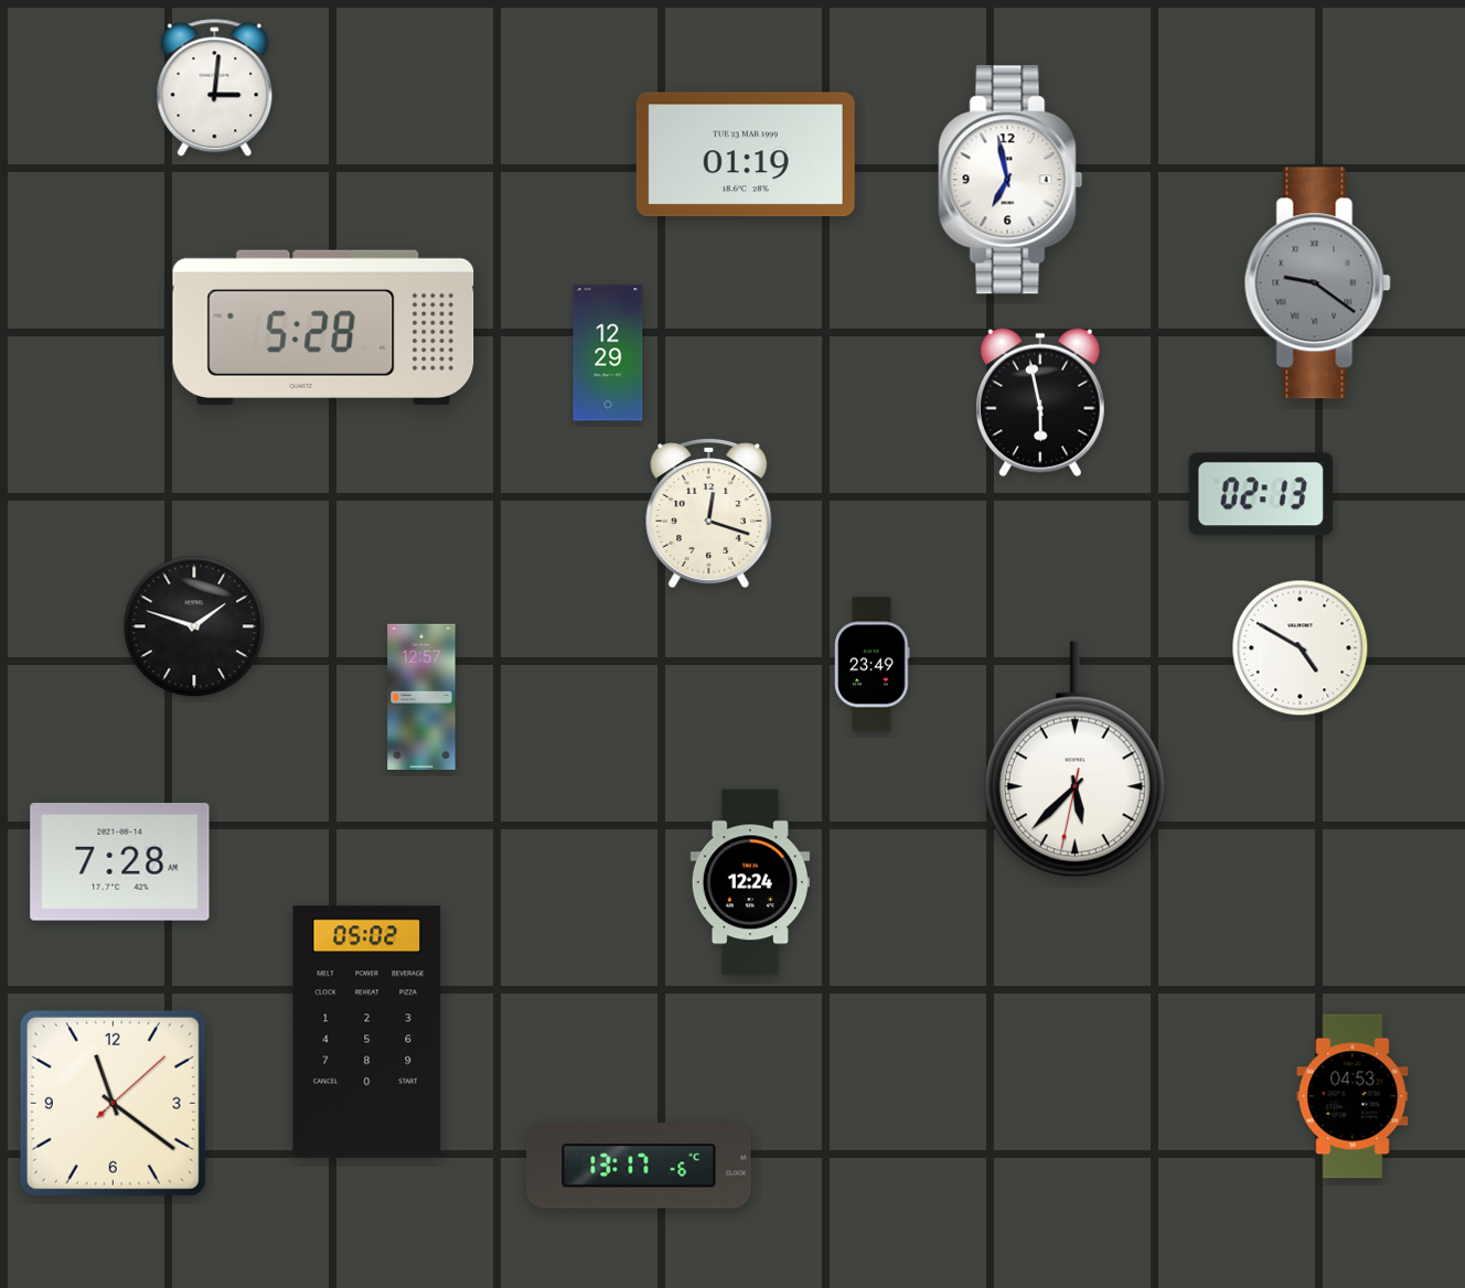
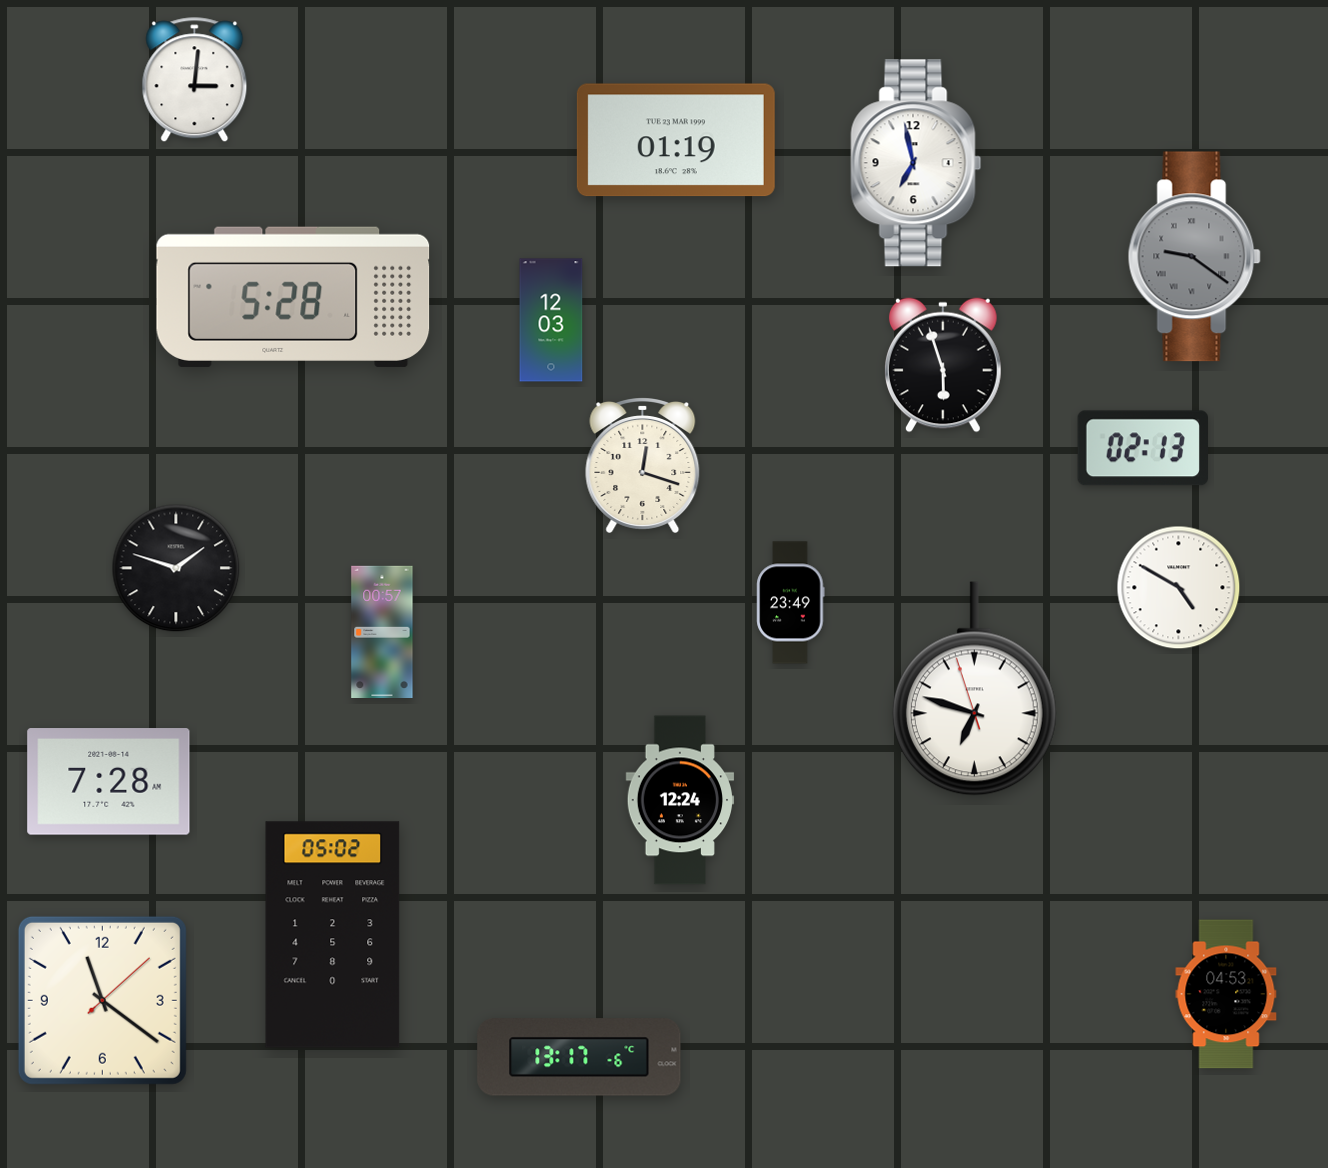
clock at (608, 353): 12:29 -> 12:03
clock at (1041, 402): 5:58 -> 5:57
clock at (421, 696): 12:57 -> 00:57
clock at (1074, 760): 5:37 -> 6:47
